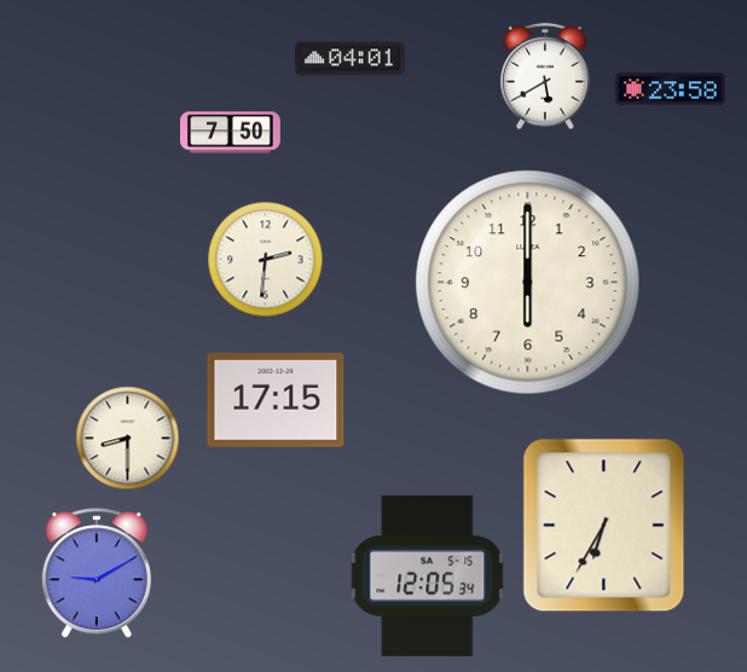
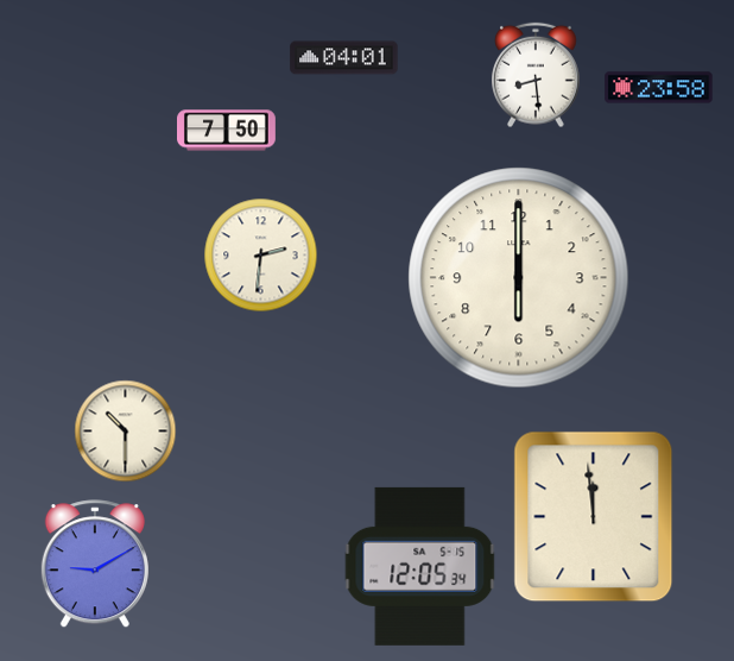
clock at (546, 76): 5:40 -> 8:29
clock at (276, 400): 17:15 -> none
clock at (127, 438): 8:30 -> 10:30
clock at (604, 526): 6:35 -> 11:59
